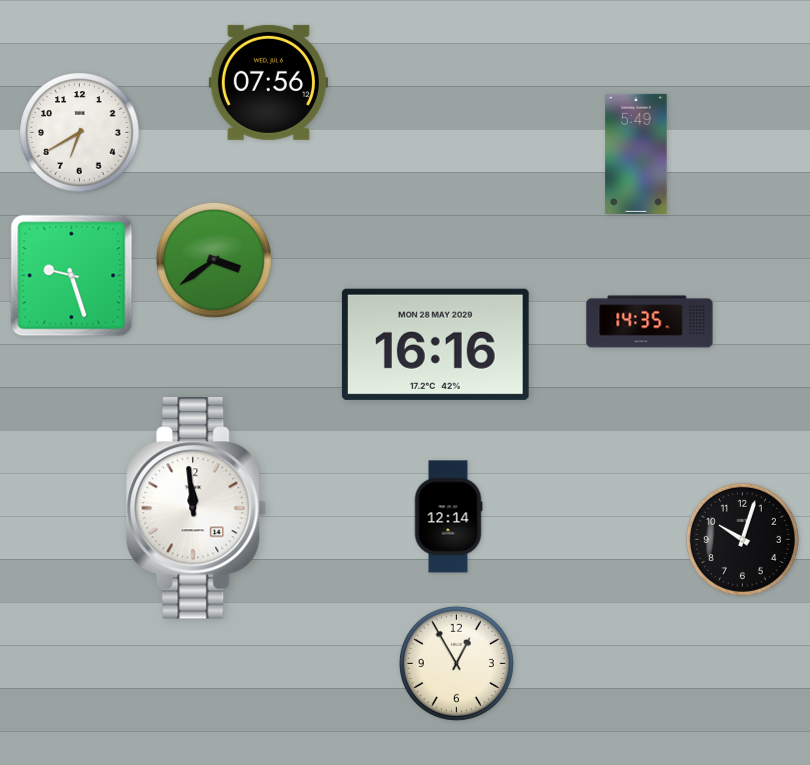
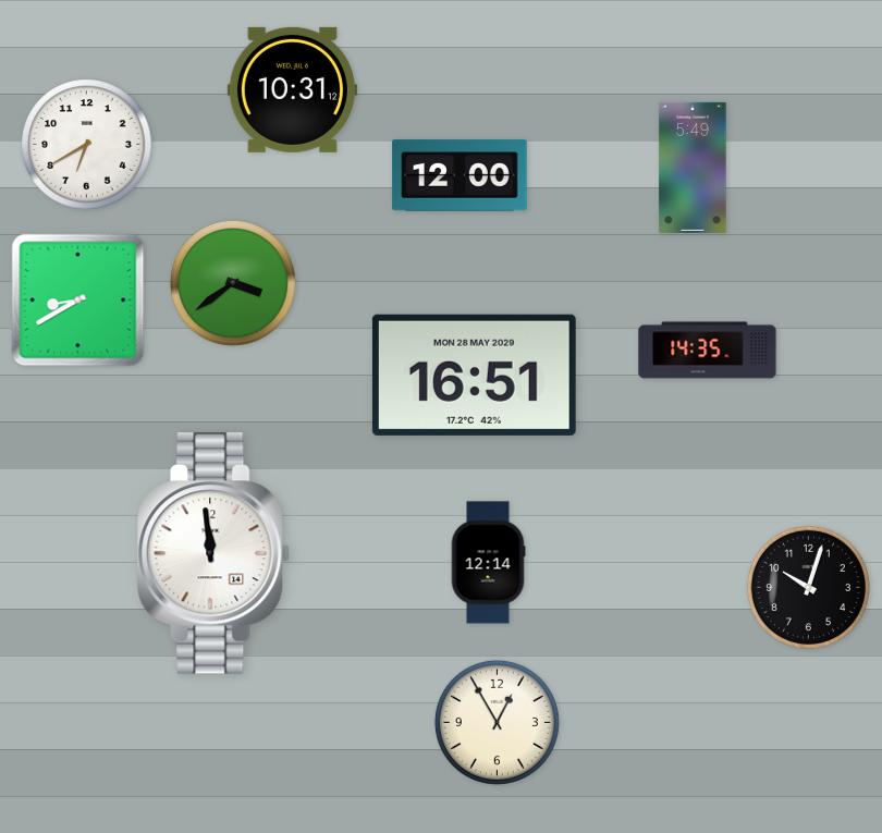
clock at (268, 82): 07:56 -> 10:31
clock at (460, 175): none -> 12:00
clock at (72, 276): 9:27 -> 8:40
clock at (435, 344): 16:16 -> 16:51
